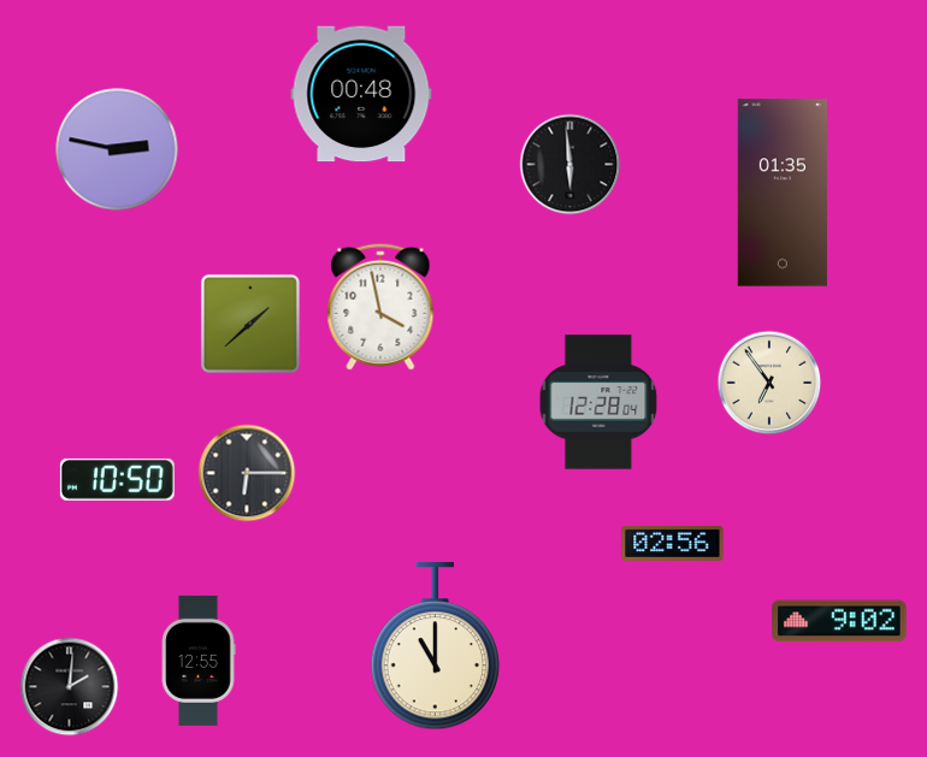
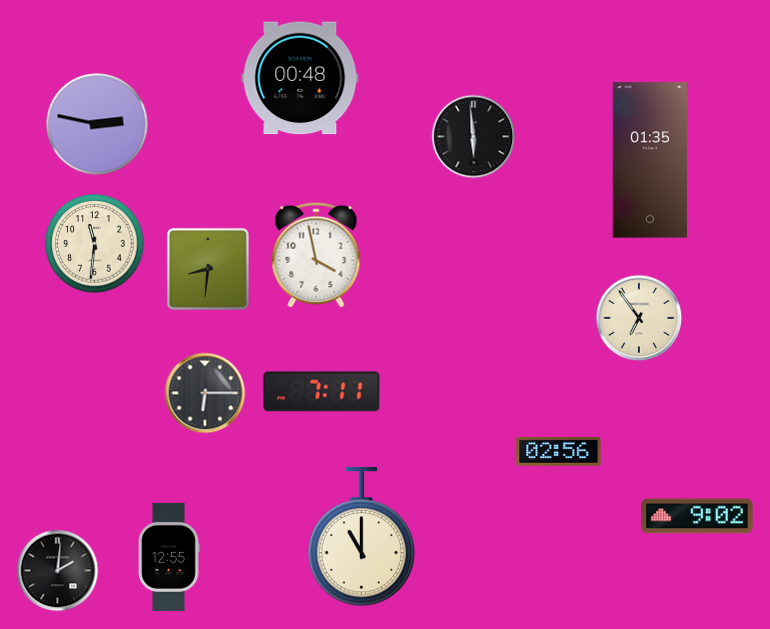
clock at (95, 244): none -> 11:31
clock at (250, 324): 1:38 -> 8:31
clock at (598, 402): 12:28 -> none
clock at (322, 392): none -> 7:11
clock at (117, 479): 10:50 -> none
clock at (199, 661) position: (199, 661) -> (169, 557)
